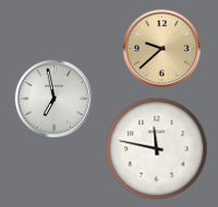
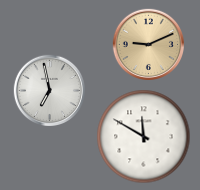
clock at (161, 48): 9:38 -> 9:11
clock at (157, 149): 11:47 -> 11:50
